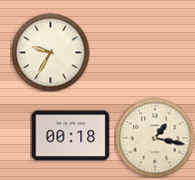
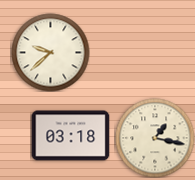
clock at (50, 52): 9:35 -> 9:38
clock at (70, 136): 00:18 -> 03:18
